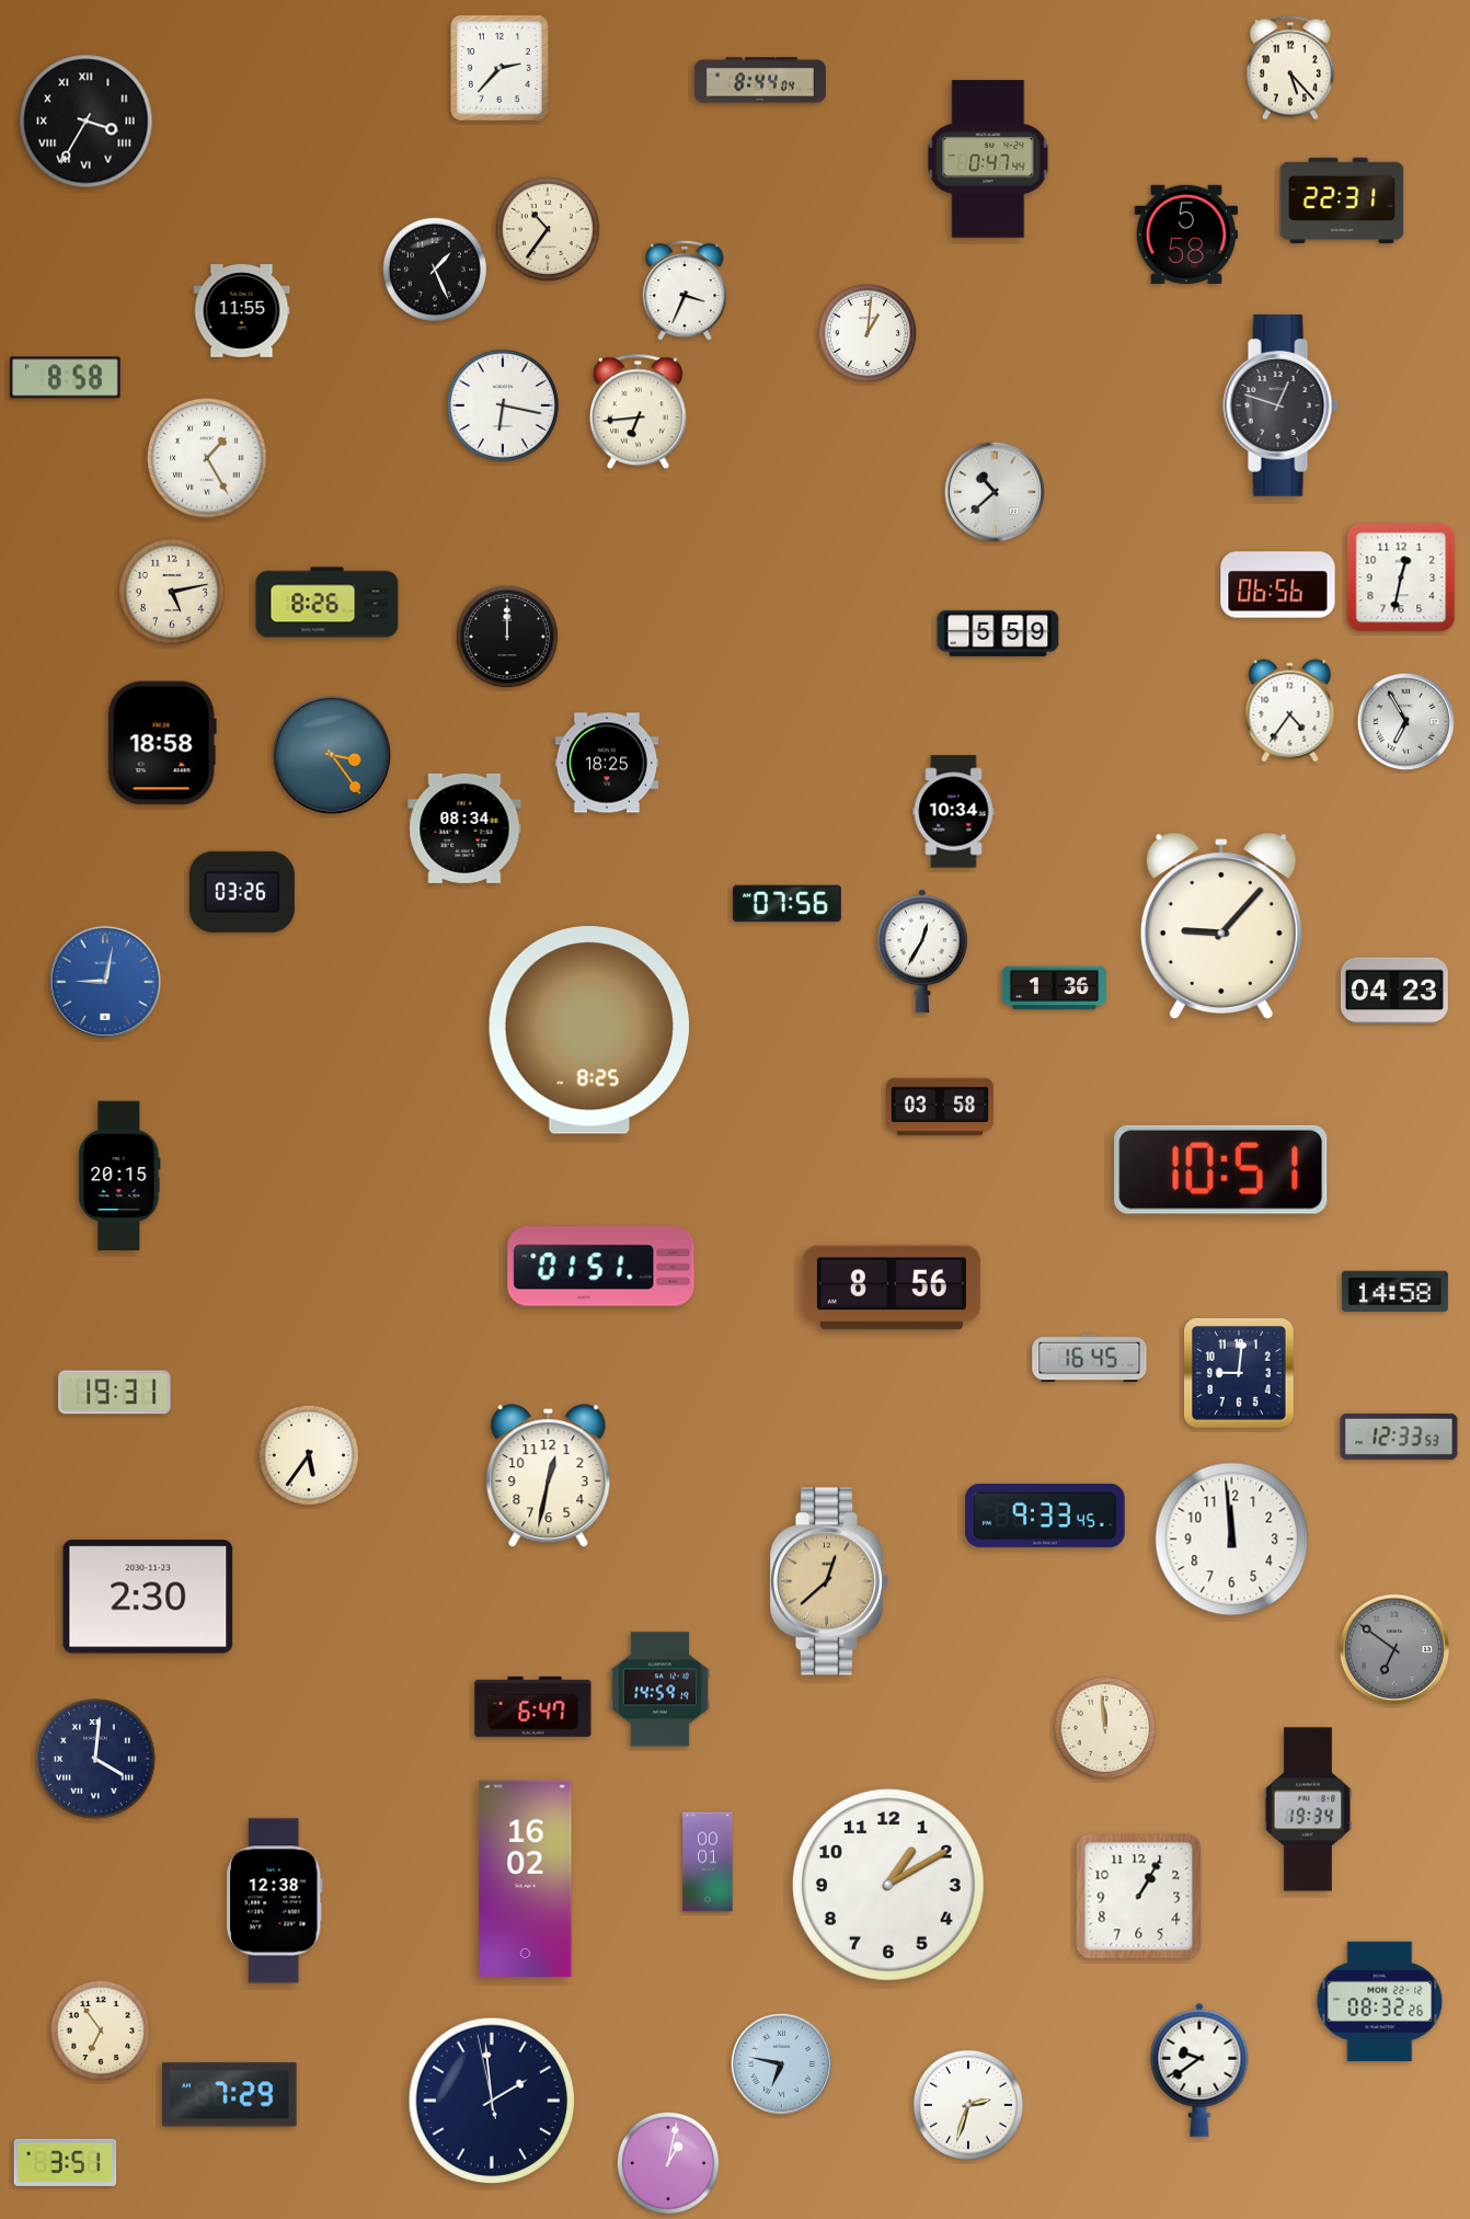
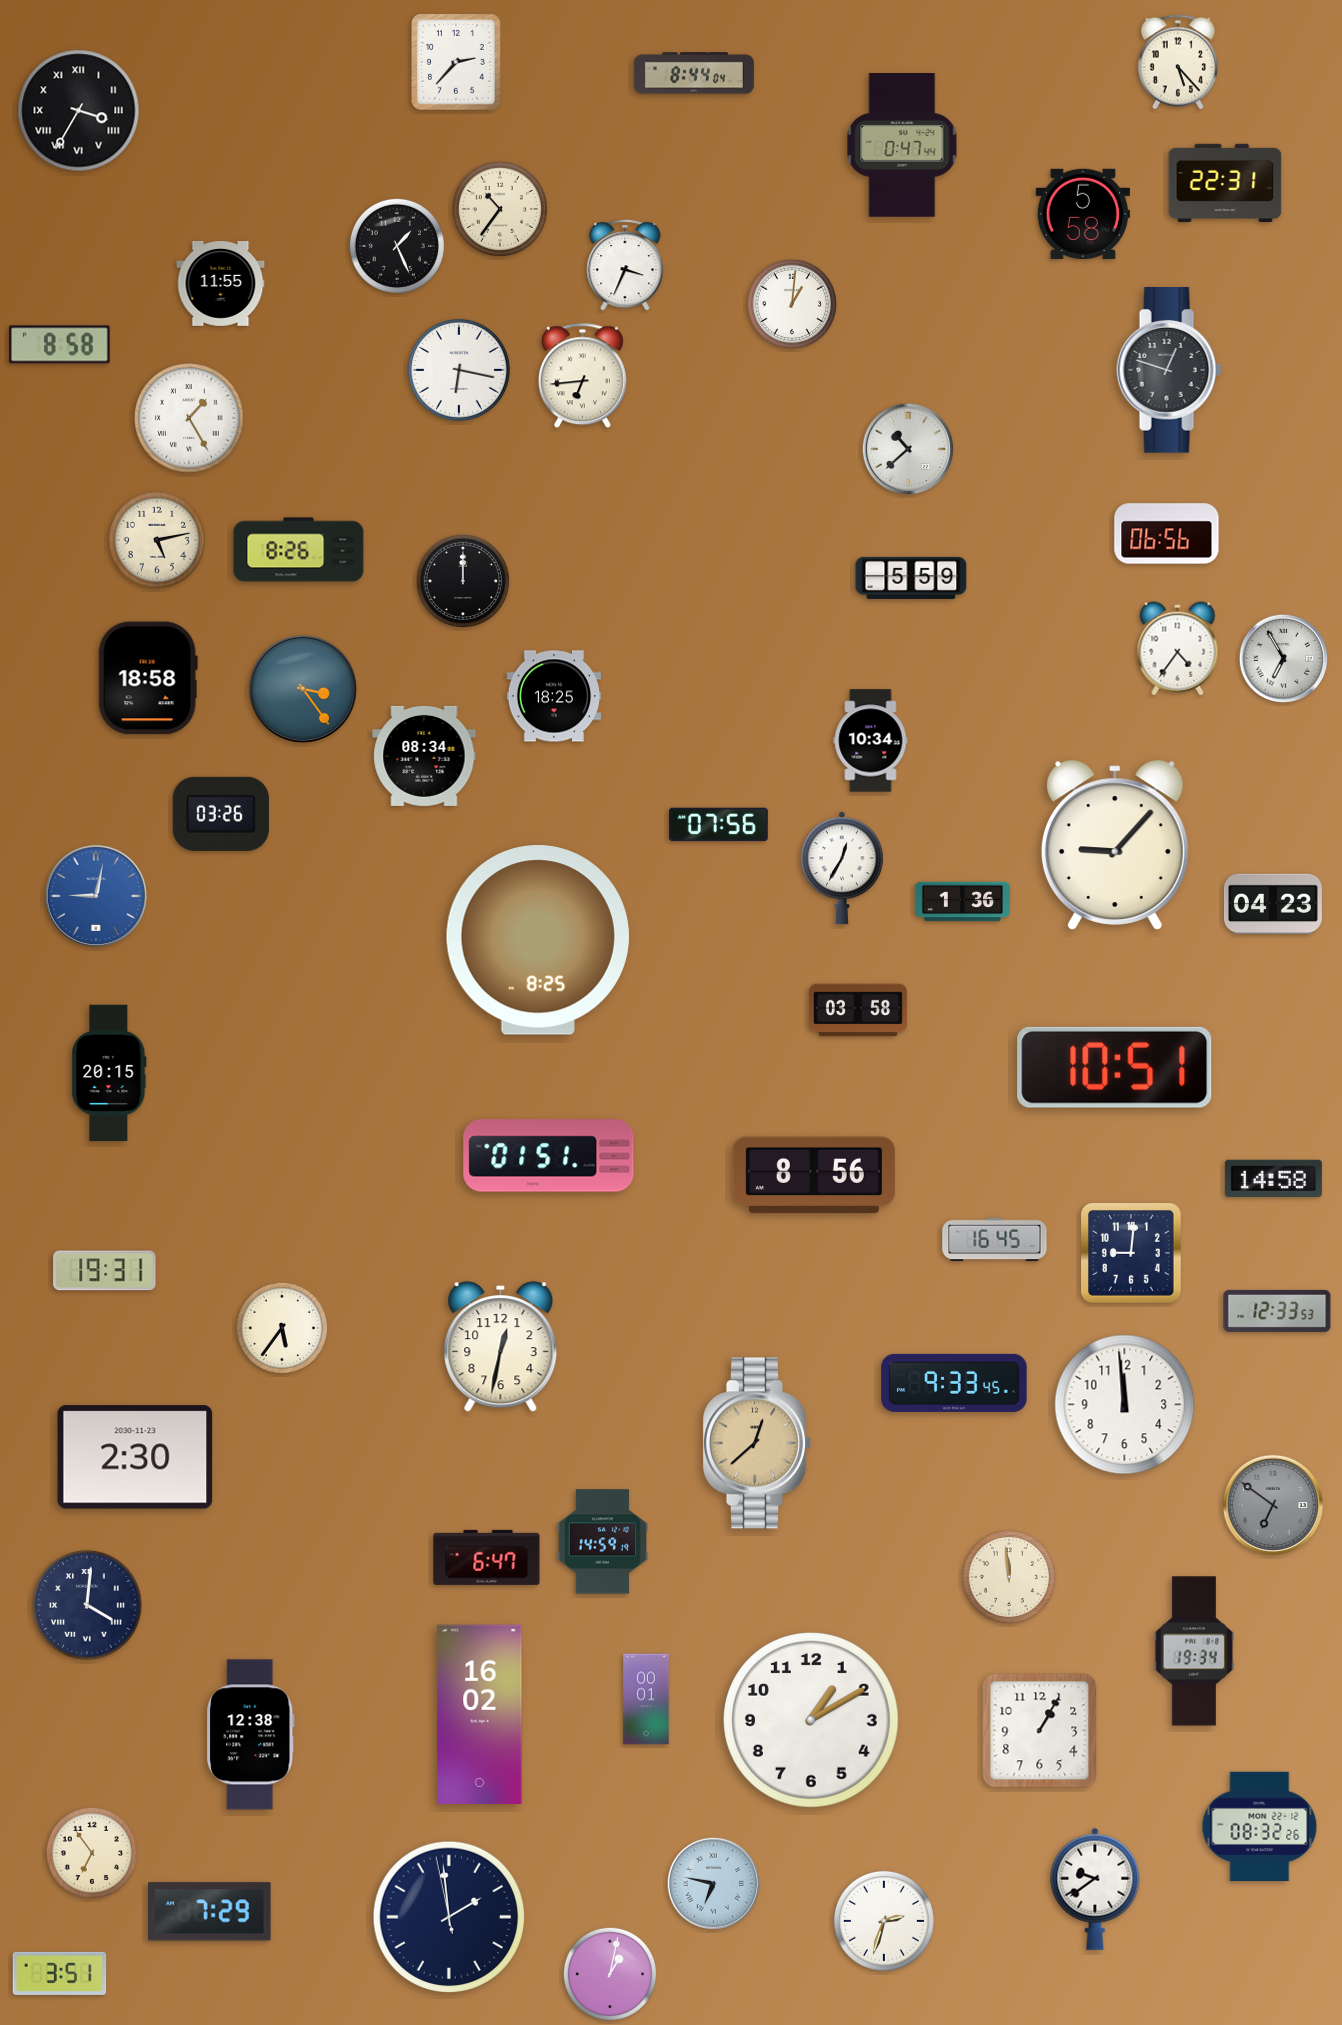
clock at (1401, 577): 12:32 -> none
